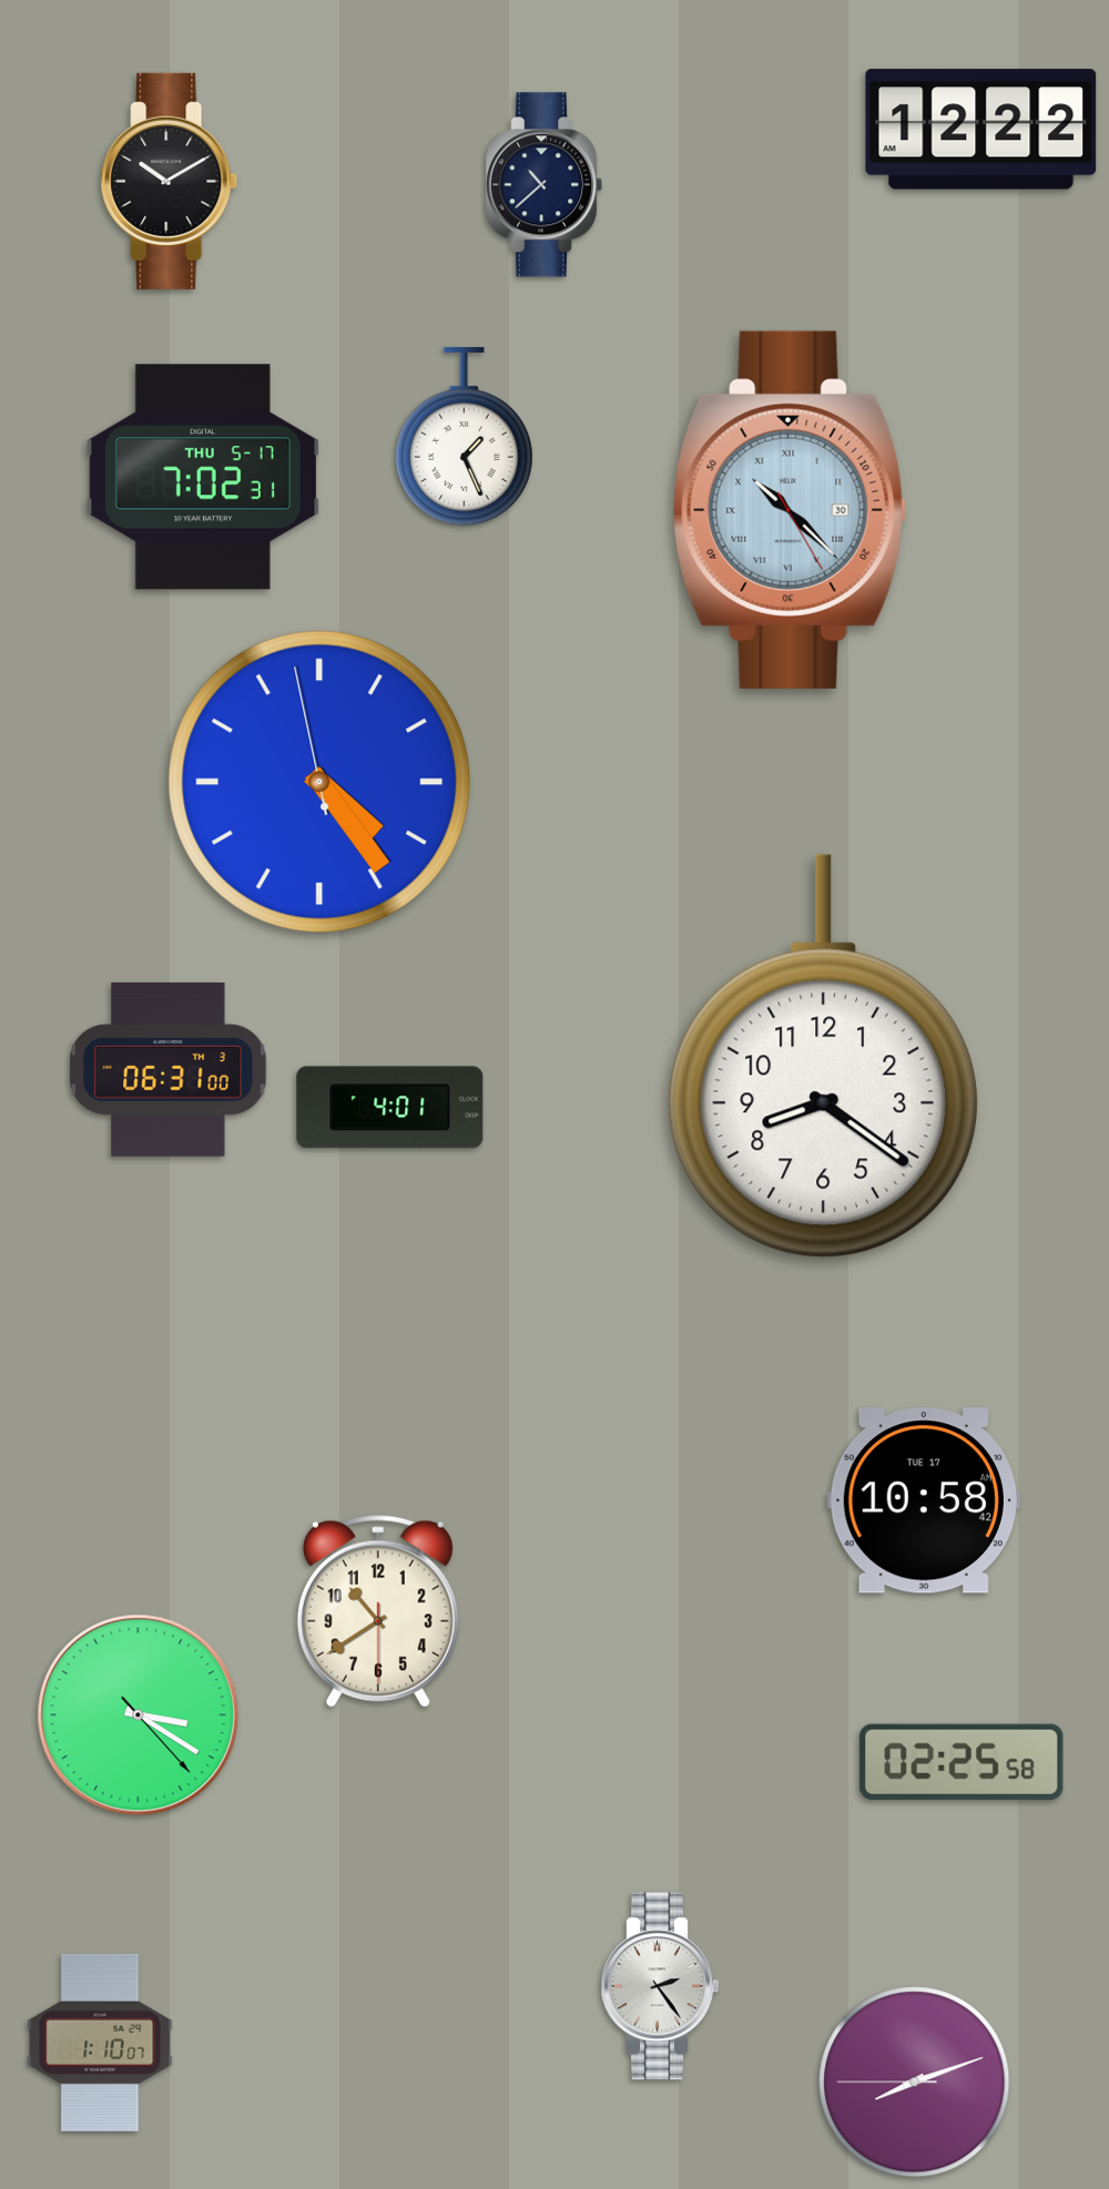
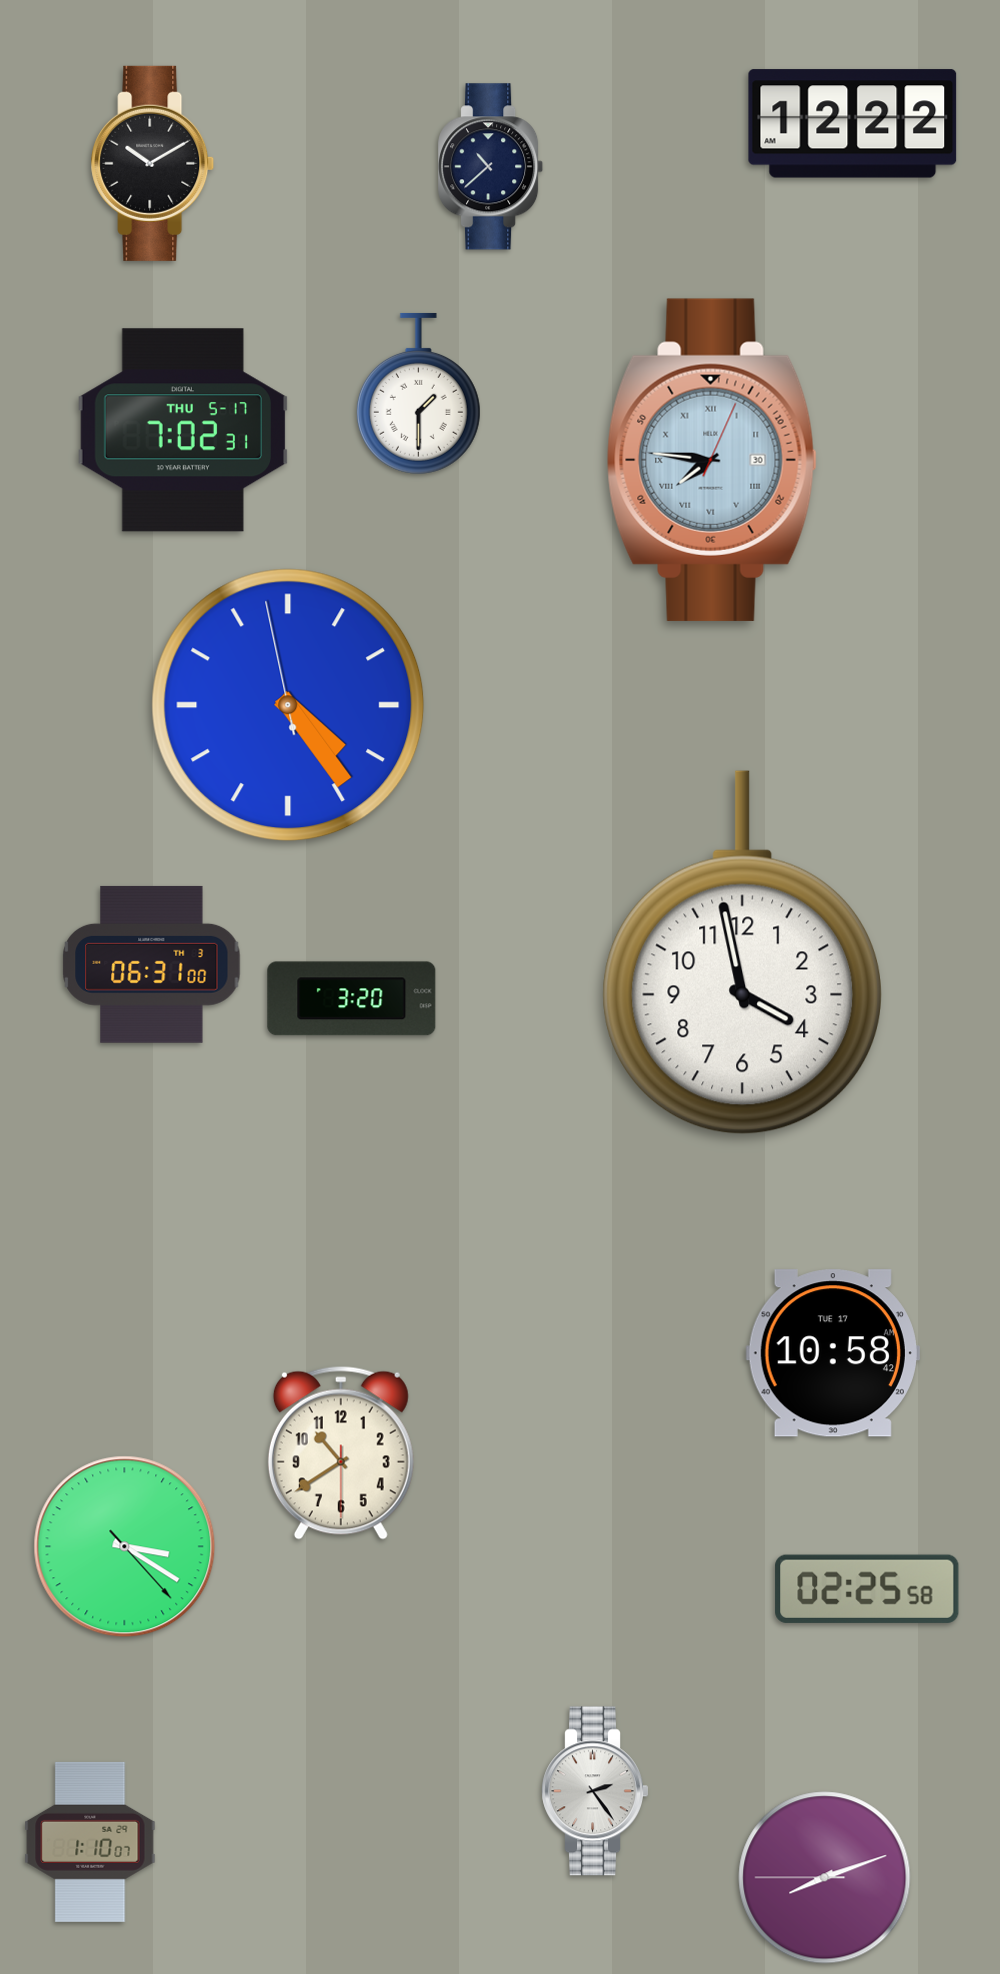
clock at (981, 130) position: (981, 130) -> (853, 124)
clock at (464, 436): 1:26 -> 1:30
clock at (790, 510): 10:22 -> 7:46
clock at (823, 1057): 8:21 -> 3:58
clock at (390, 1108): 4:01 -> 3:20
